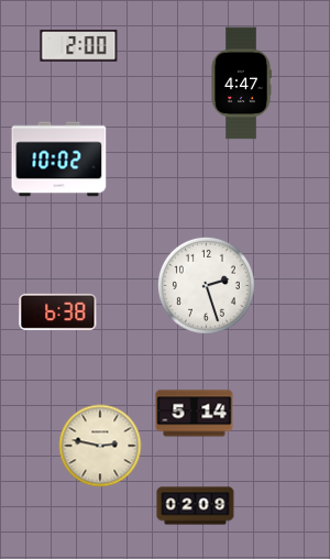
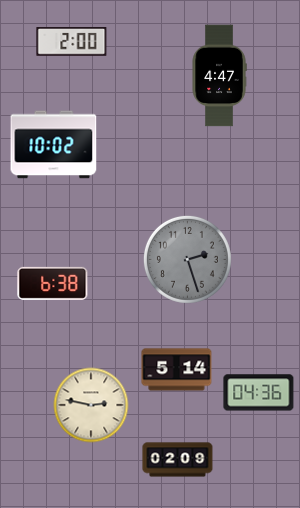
clock at (206, 285) dial: white -> grey
clock at (195, 414) position: (195, 414) -> (177, 370)
clock at (259, 393): none -> 04:36
